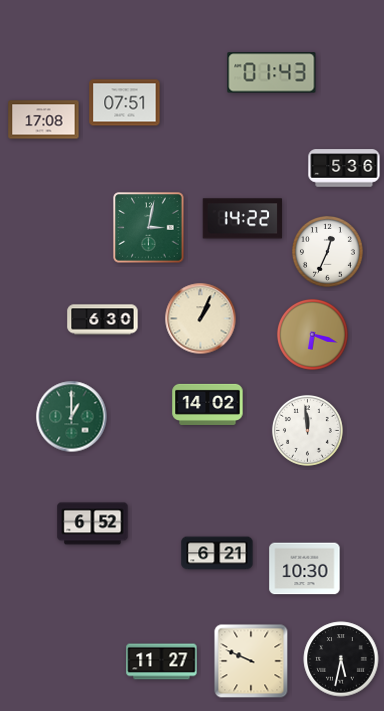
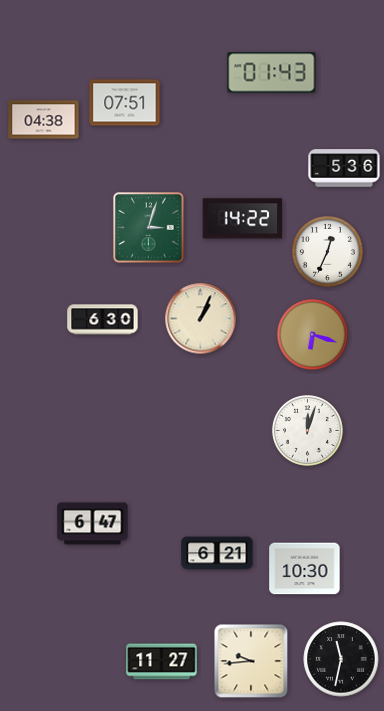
clock at (44, 120): 17:08 -> 04:38
clock at (149, 228): 3:02 -> 3:03
clock at (208, 404): 14:02 -> none
clock at (72, 417): 1:00 -> none
clock at (308, 431): 11:59 -> 12:03
clock at (93, 524): 6:52 -> 6:47
clock at (341, 659): 5:32 -> 11:32
clock at (251, 661): 9:49 -> 9:44
